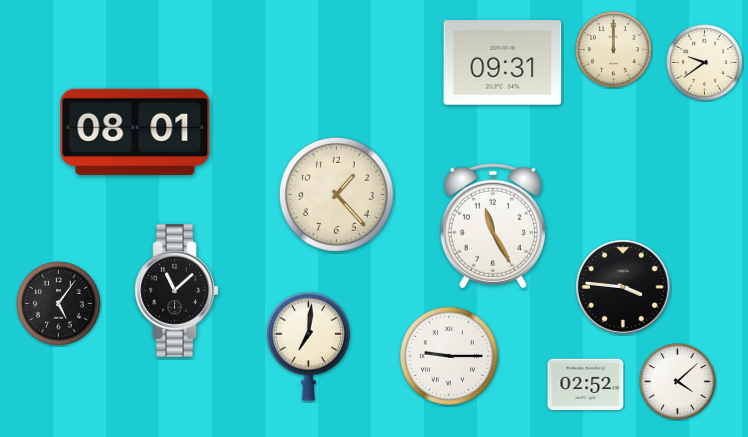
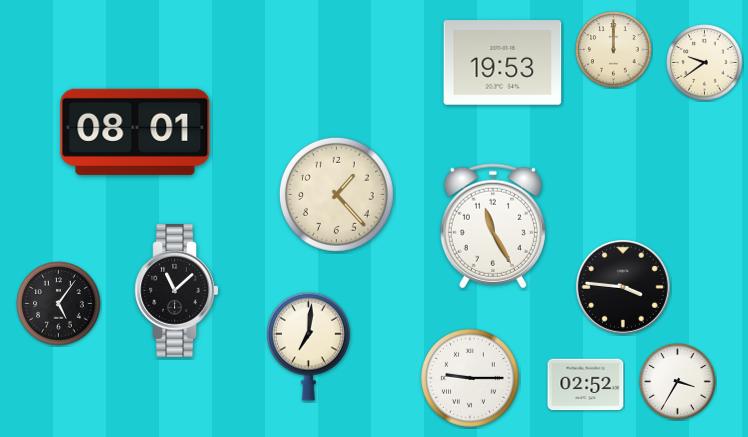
clock at (503, 63): 09:31 -> 19:53
clock at (449, 356) position: (449, 356) -> (470, 378)
clock at (678, 382): 4:08 -> 3:35
